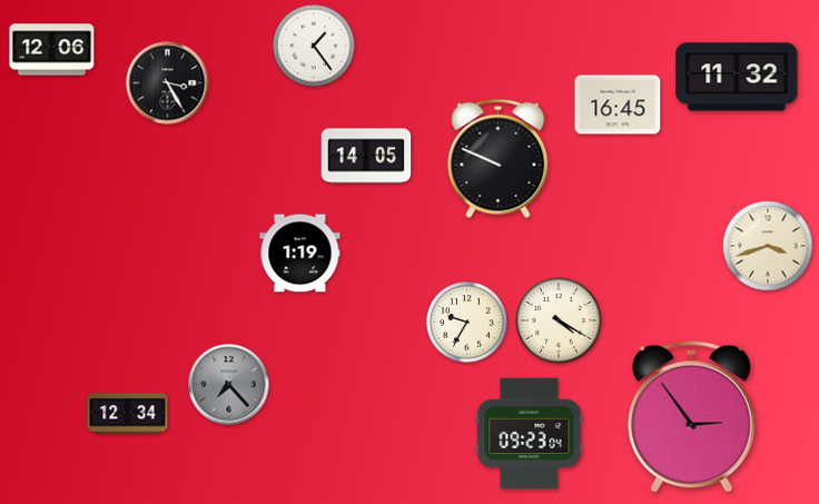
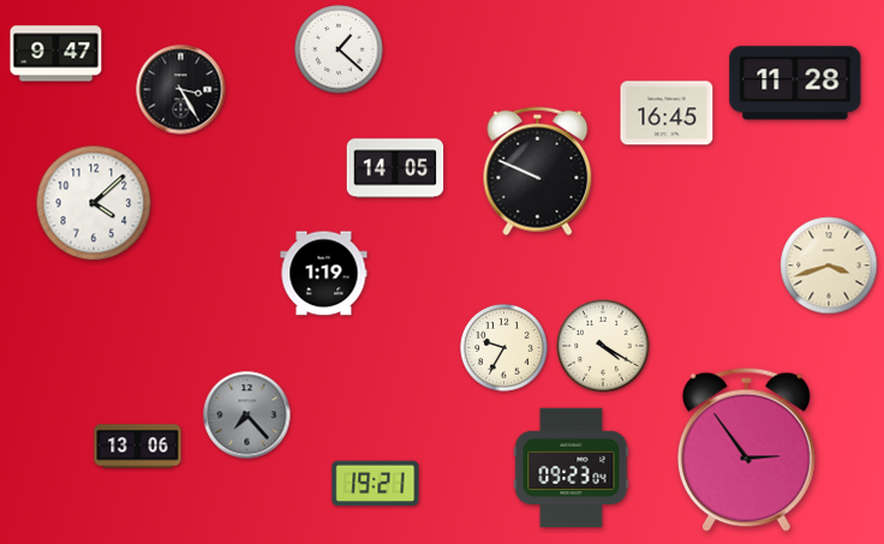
clock at (314, 46): 1:24 -> 1:22
clock at (52, 50): 12:06 -> 9:47
clock at (737, 77): 11:32 -> 11:28
clock at (94, 203): none -> 4:08
clock at (128, 414): 12:34 -> 13:06
clock at (376, 484): none -> 19:21
